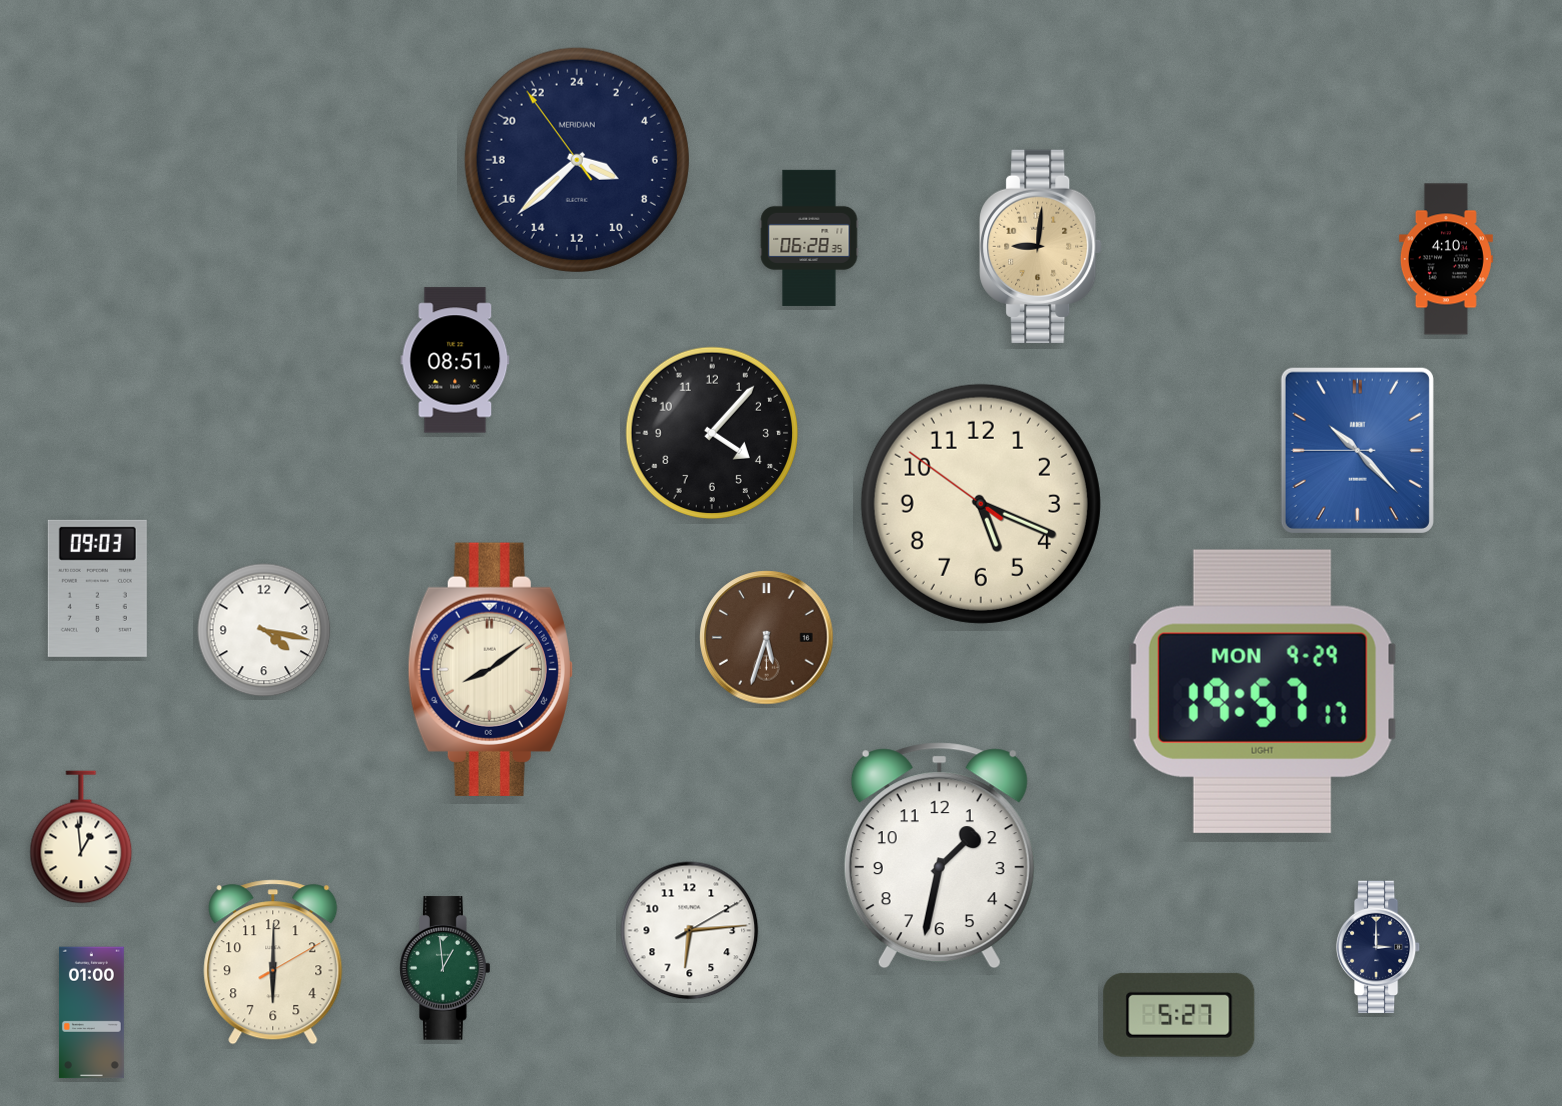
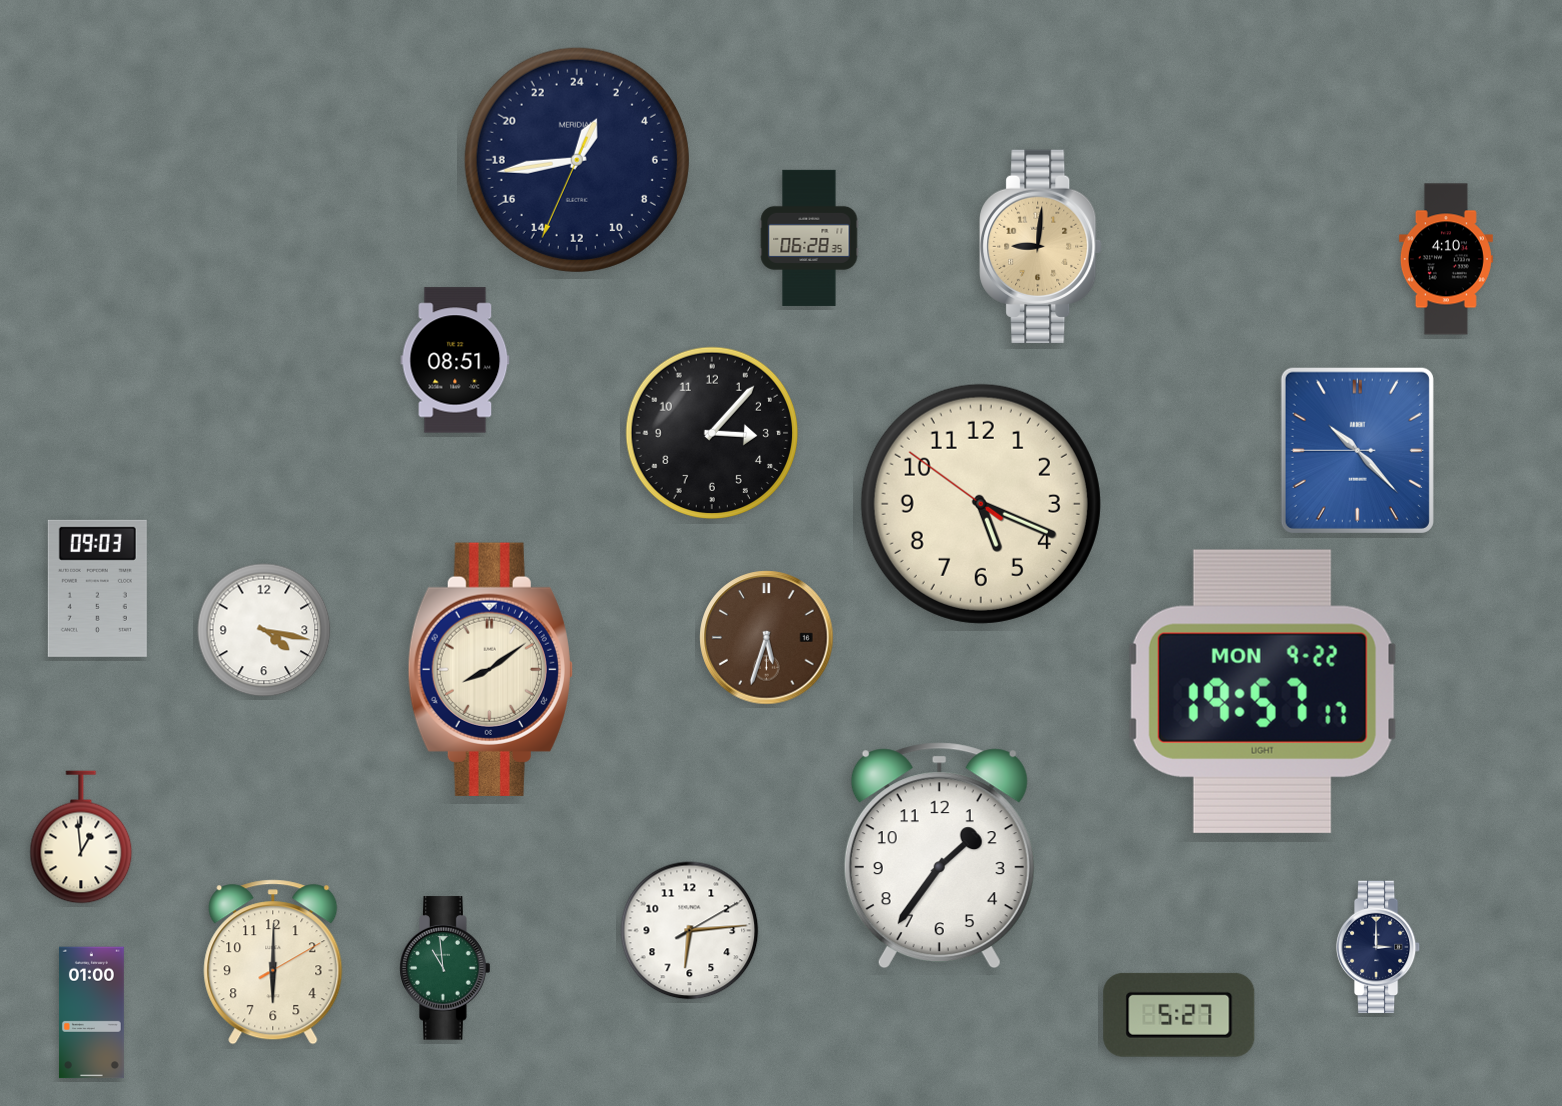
clock at (577, 160): 7:37 -> 1:43
clock at (712, 433): 4:07 -> 3:07
clock at (1262, 691) date: MON 9-29 -> MON 9-22
clock at (939, 856): 1:32 -> 1:36
clock at (445, 968): 12:59 -> 10:59
